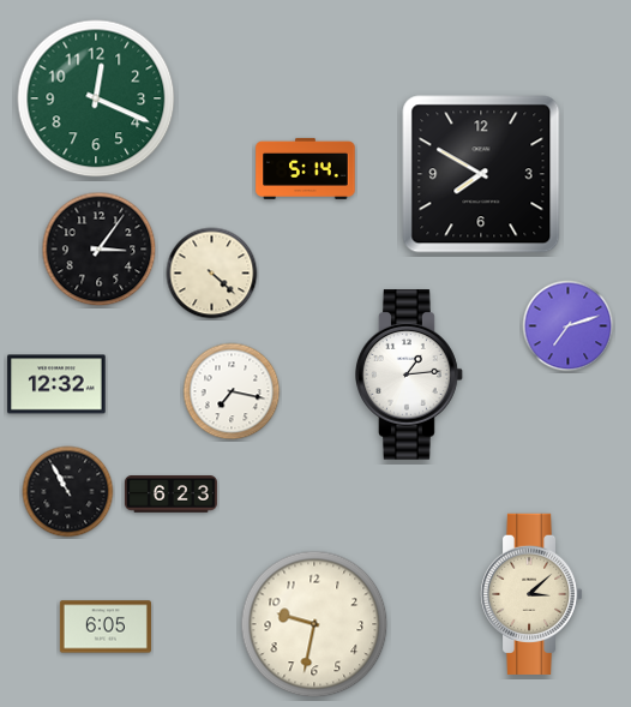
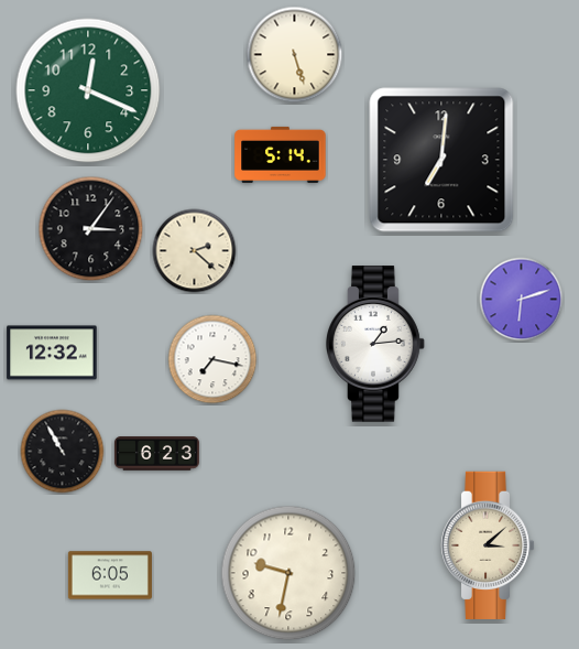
clock at (295, 55): none -> 5:27
clock at (481, 174): 7:50 -> 7:01
clock at (212, 274): 4:22 -> 2:22
clock at (569, 326): 7:12 -> 6:12
clock at (106, 627) position: (106, 627) -> (110, 575)
